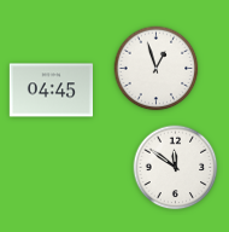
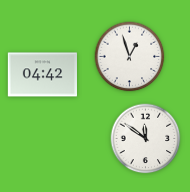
clock at (51, 91): 04:45 -> 04:42
